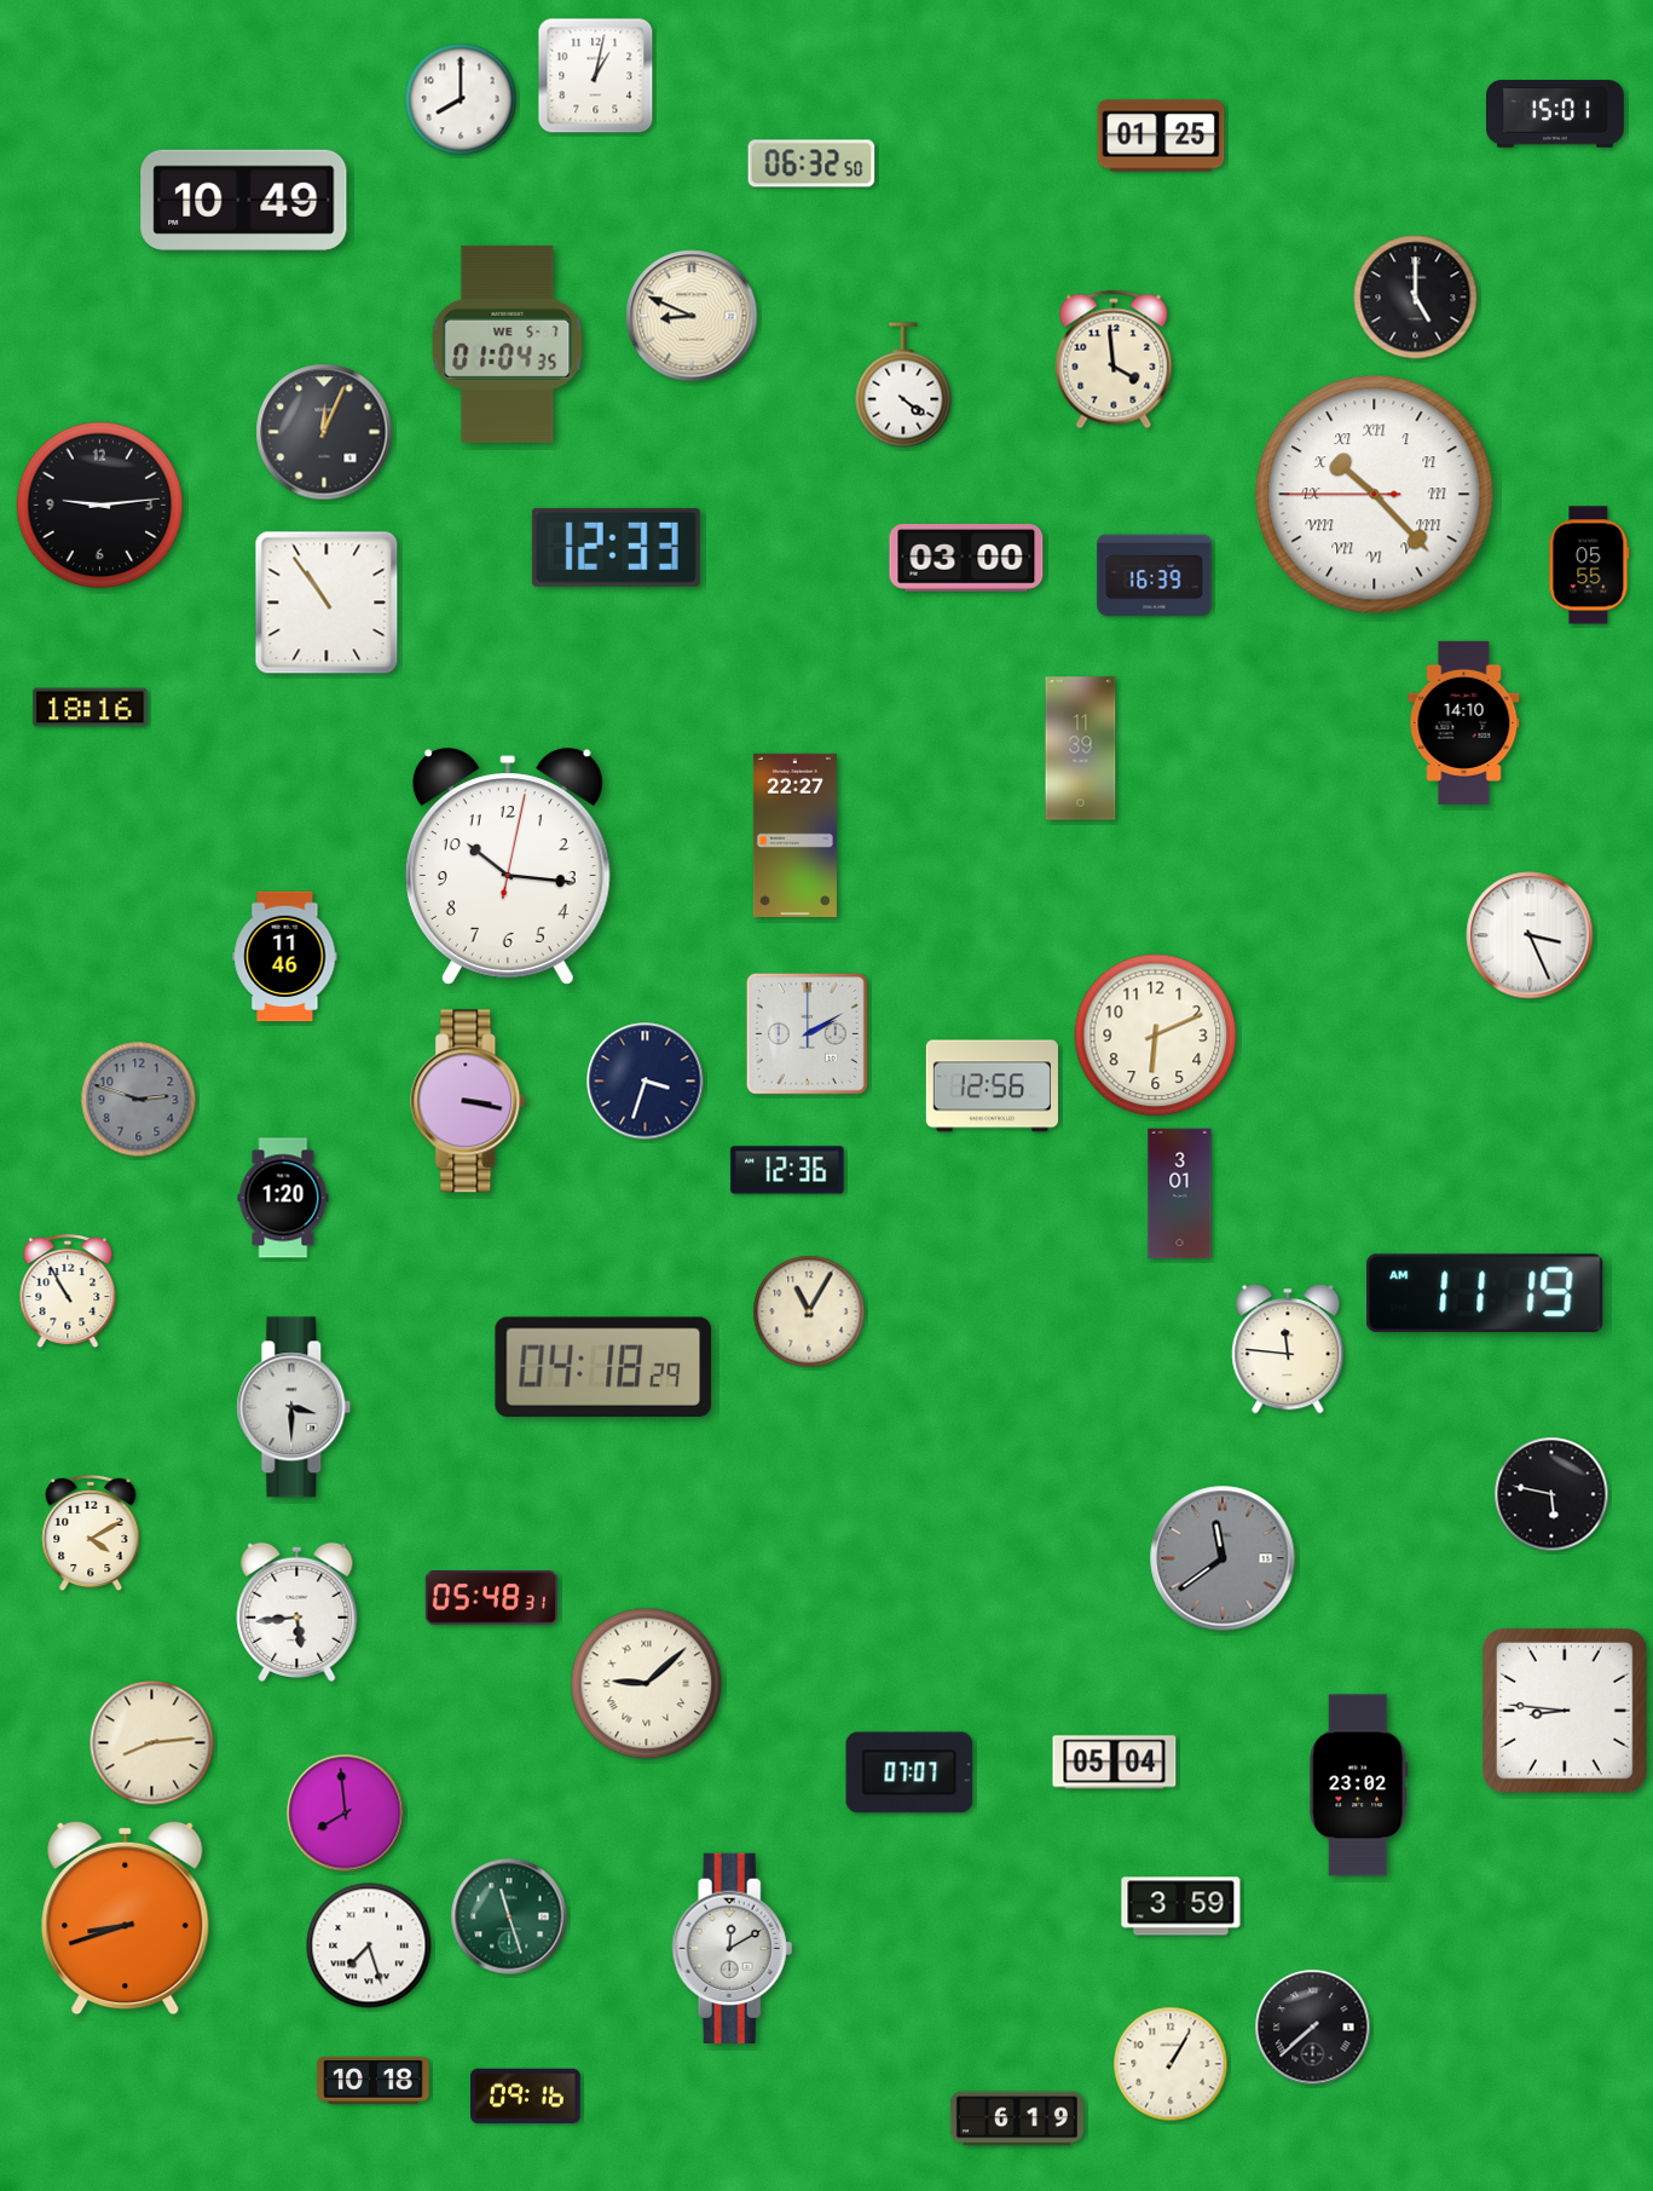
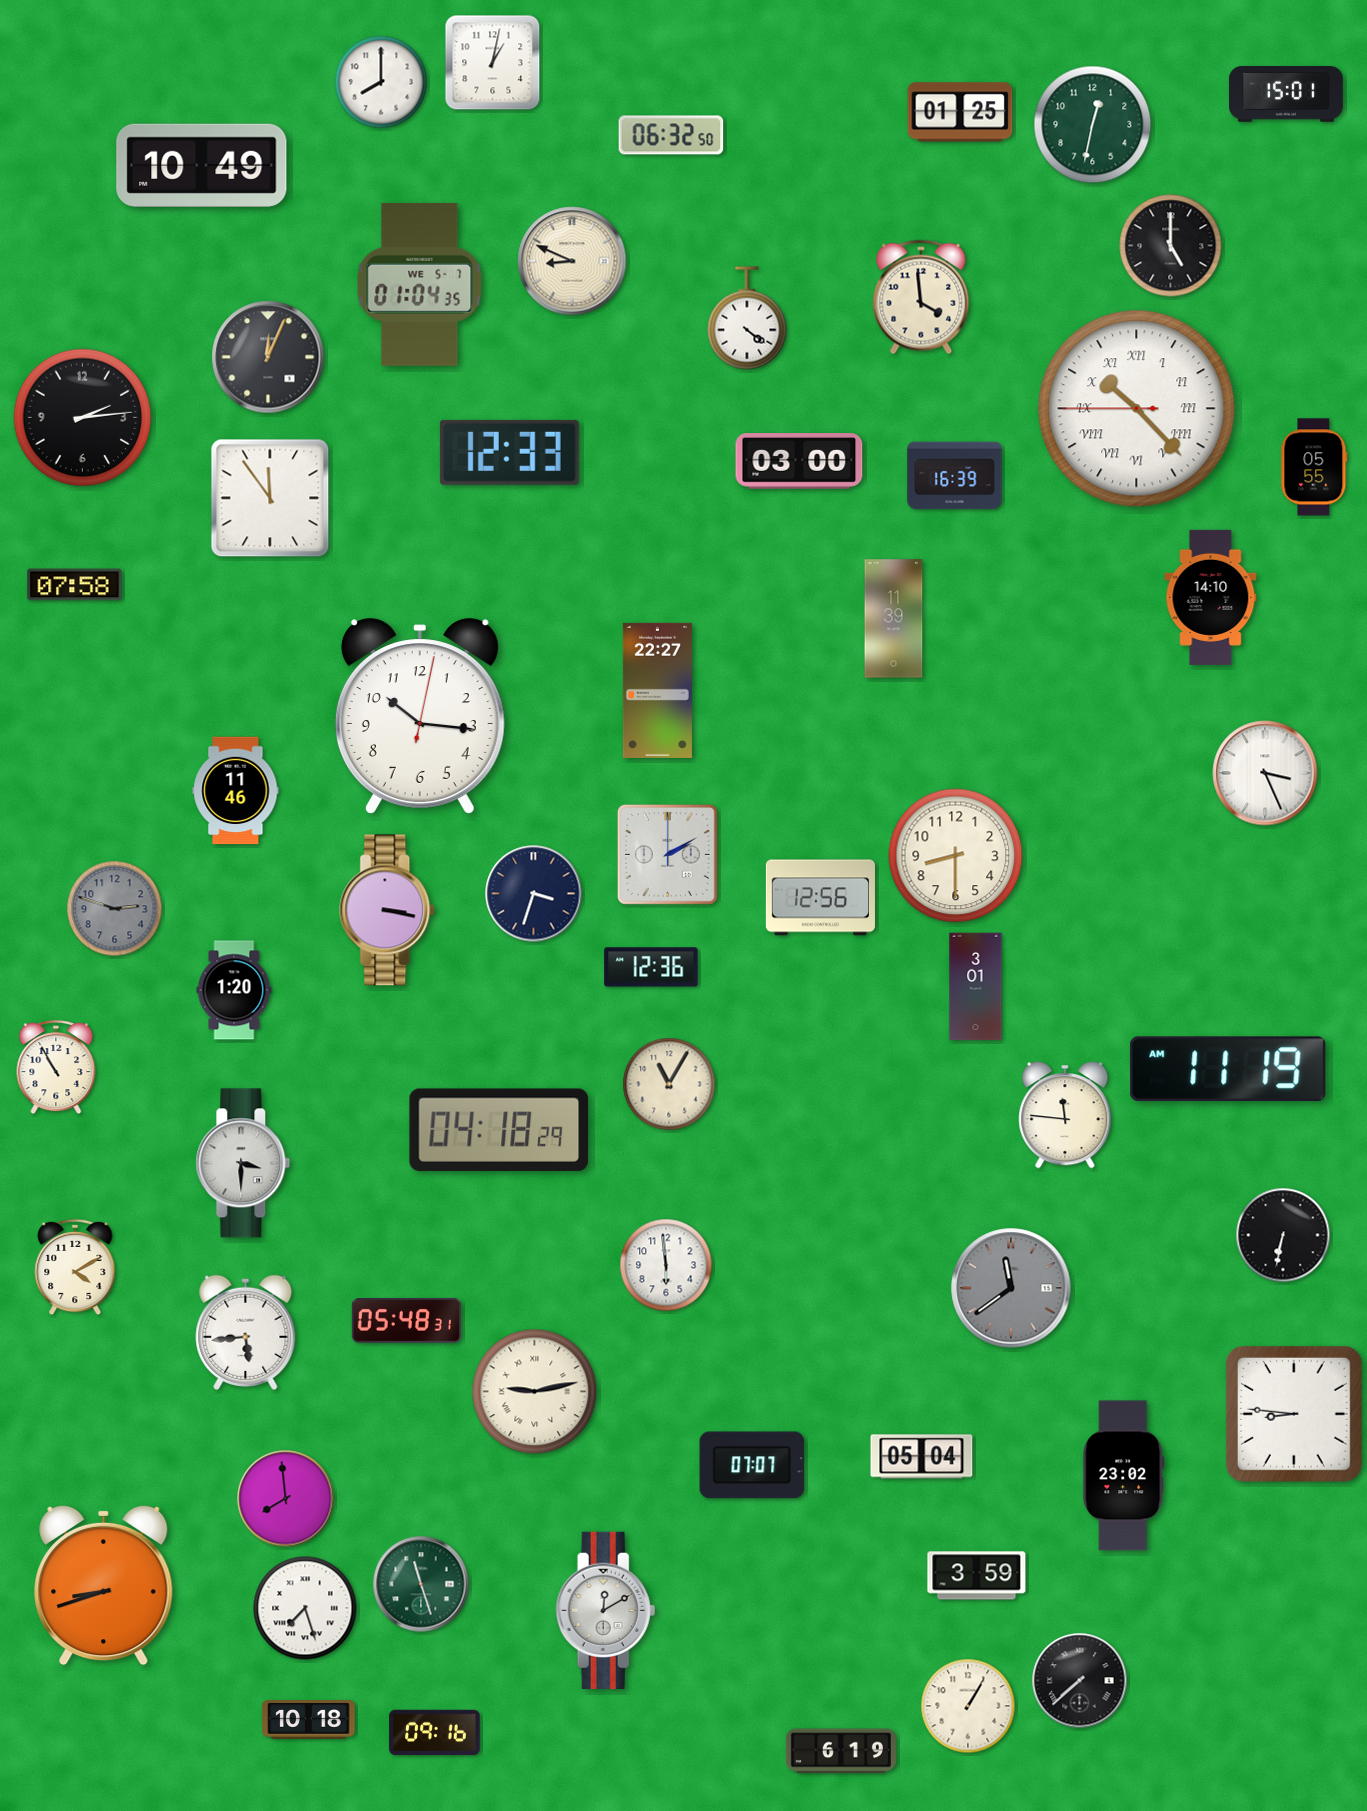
clock at (1093, 125): none -> 12:32
clock at (100, 506): 9:14 -> 2:14
clock at (326, 602): 10:54 -> 11:54
clock at (91, 708): 18:16 -> 07:58
clock at (1156, 1036): 6:11 -> 8:30
clock at (1551, 1494): 5:47 -> 6:32
clock at (666, 1265): none -> 5:59
clock at (647, 1684): 9:08 -> 9:13
clock at (152, 1743): 8:14 -> none
clock at (1313, 2028) position: (1313, 2028) -> (1080, 1681)
